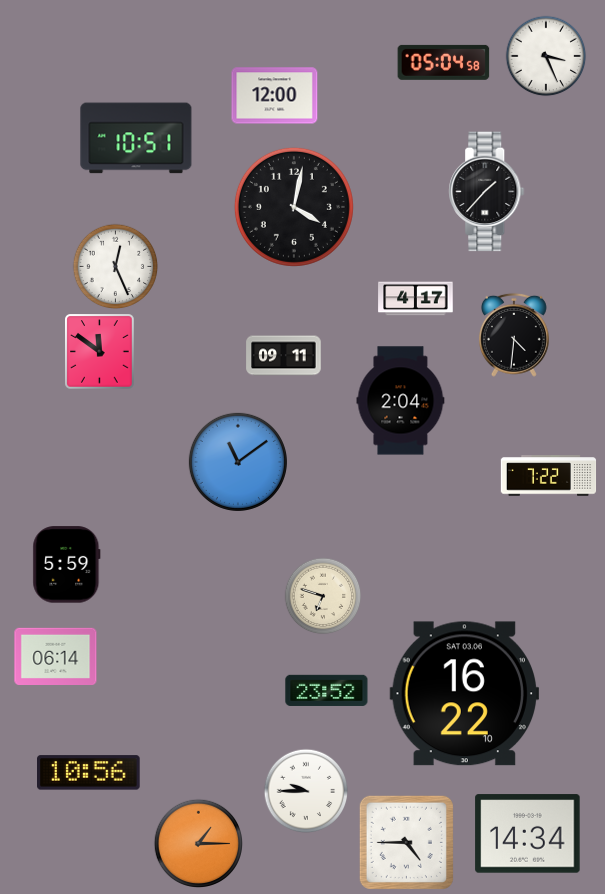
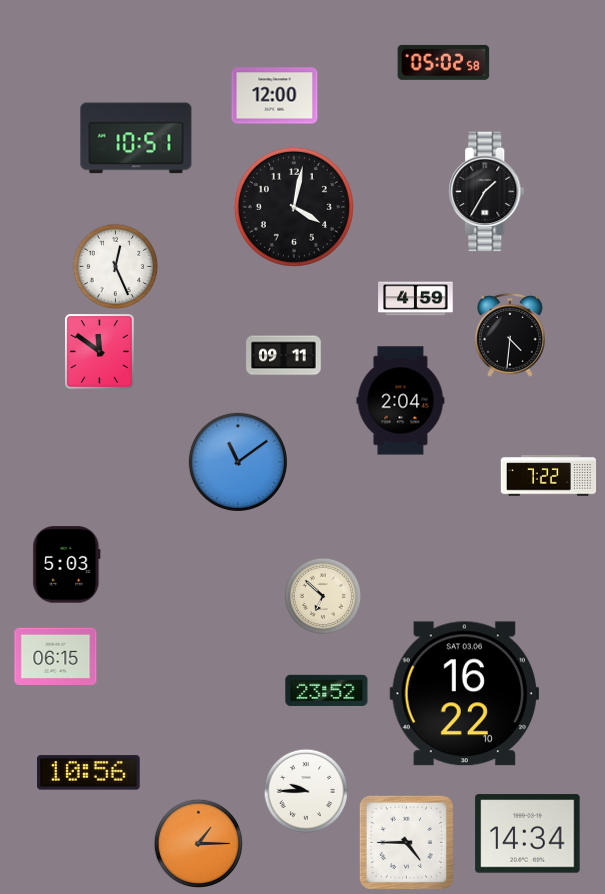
clock at (546, 56): 3:26 -> none
clock at (444, 62): 05:04 -> 05:02
clock at (487, 192): 1:37 -> 1:35
clock at (416, 299): 4:17 -> 4:59
clock at (514, 335) position: (514, 335) -> (510, 335)
clock at (67, 565): 5:59 -> 5:03
clock at (323, 596): 6:48 -> 6:52
clock at (56, 656): 06:14 -> 06:15
